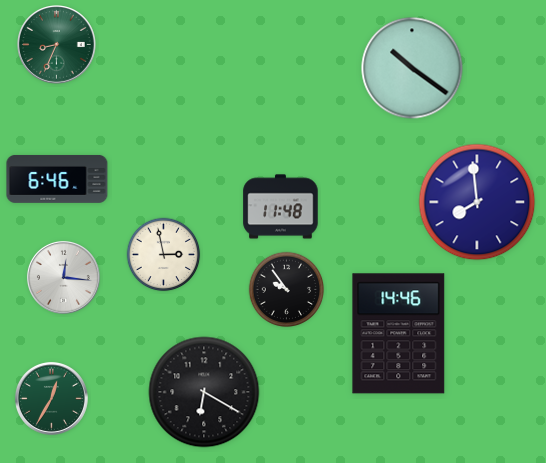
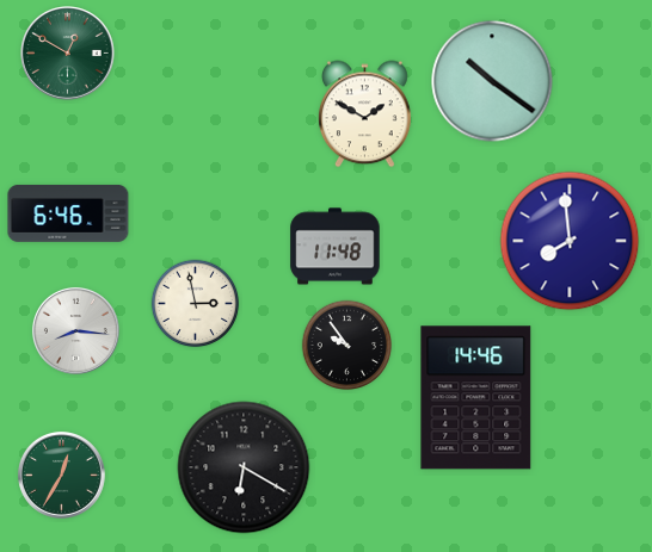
clock at (57, 45): 8:34 -> 12:50
clock at (365, 114): none -> 1:50
clock at (63, 277): 12:16 -> 8:16
clock at (287, 290) position: (287, 290) -> (347, 346)
